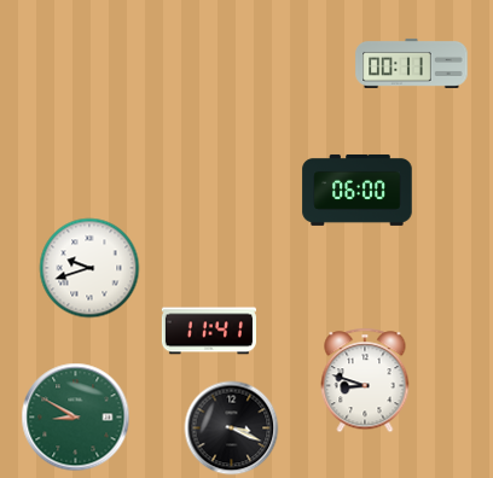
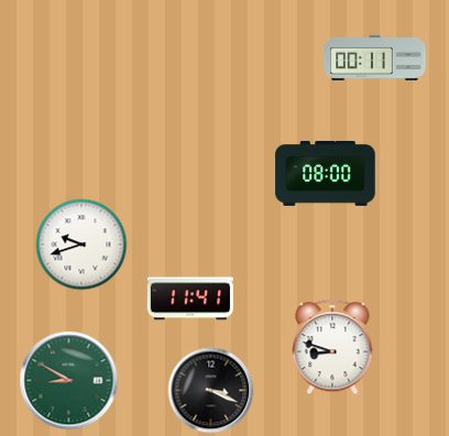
clock at (358, 190): 06:00 -> 08:00
clock at (209, 331) position: (209, 331) -> (190, 298)
